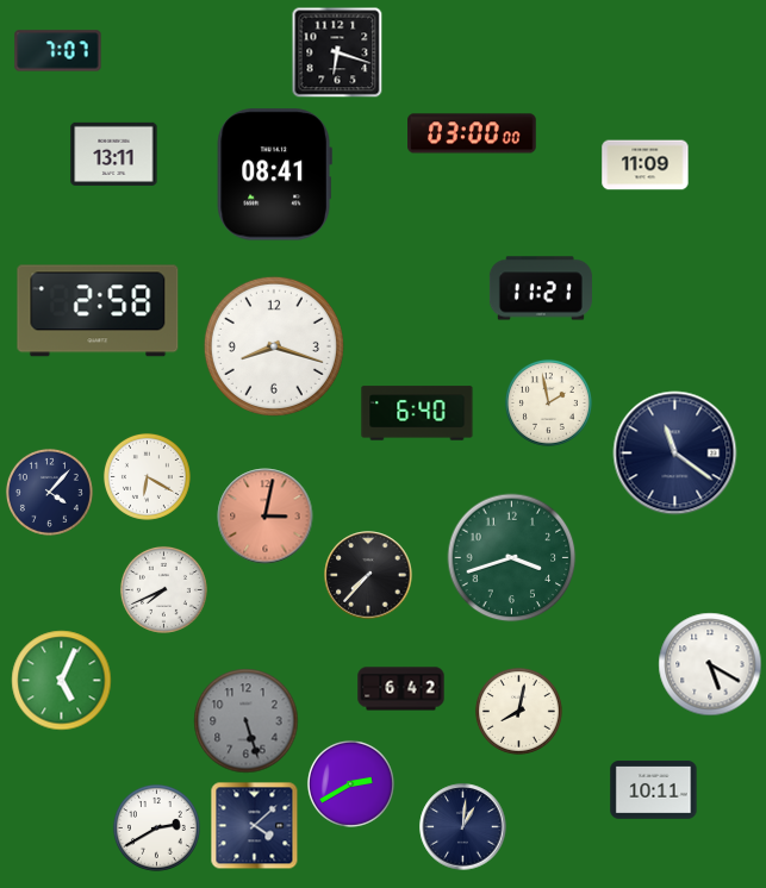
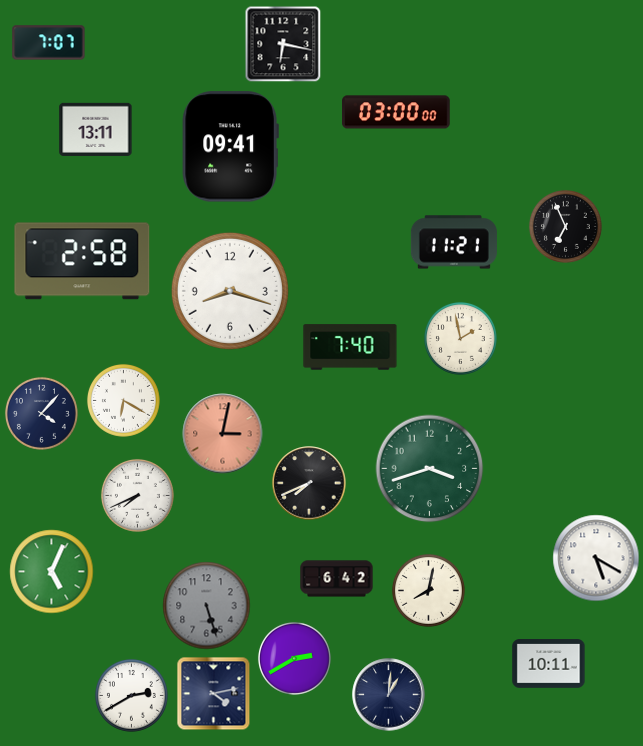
clock at (337, 52): 6:18 -> 6:17
clock at (646, 165): 11:09 -> none
clock at (274, 175): 08:41 -> 09:41
clock at (565, 226): none -> 6:56
clock at (417, 413): 6:40 -> 7:40
clock at (675, 454): 11:21 -> none
clock at (368, 575): 7:37 -> 7:41
clock at (518, 711) position: (518, 711) -> (428, 590)
clock at (255, 826): 4:08 -> 4:13
